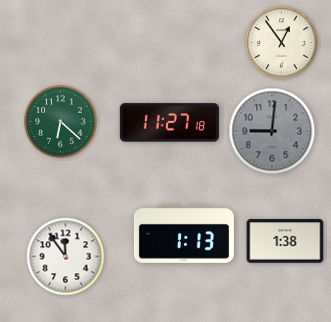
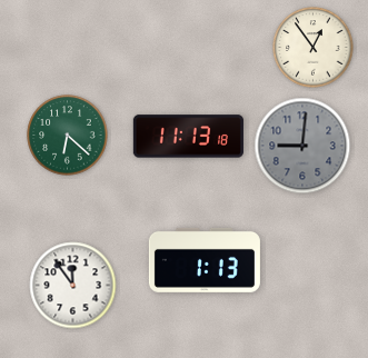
clock at (169, 123): 11:27 -> 11:13
clock at (285, 241): 1:38 -> none
